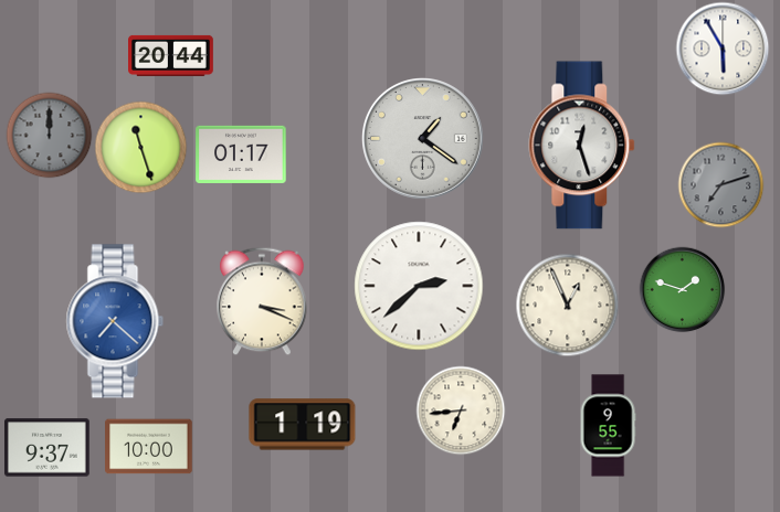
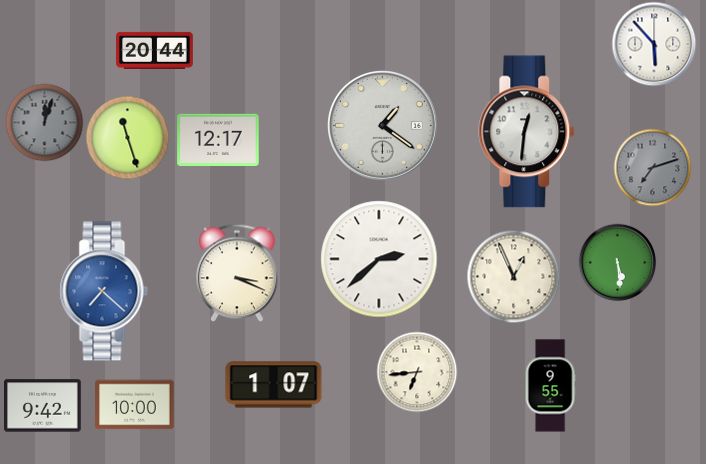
clock at (723, 49): 5:55 -> 5:53
clock at (49, 135): 12:00 -> 12:03
clock at (582, 146): 12:27 -> 12:31
clock at (140, 147) position: (140, 147) -> (127, 137)
clock at (241, 153): 01:17 -> 12:17
clock at (682, 289): 1:48 -> 5:29
clock at (303, 425): 1:19 -> 1:07
clock at (48, 448): 9:37 -> 9:42
